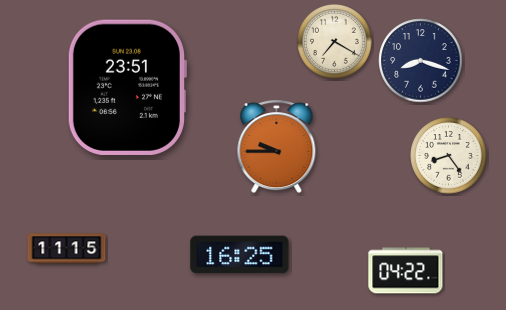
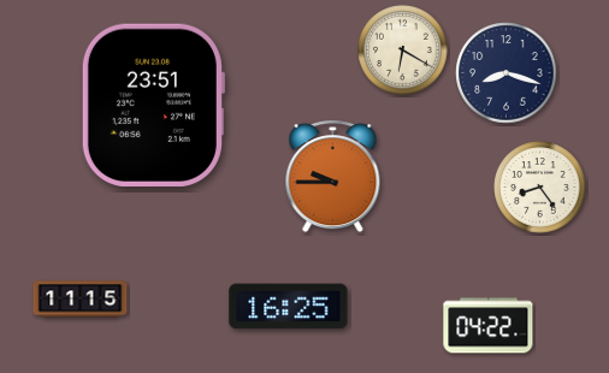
clock at (335, 42): 7:20 -> 6:20
